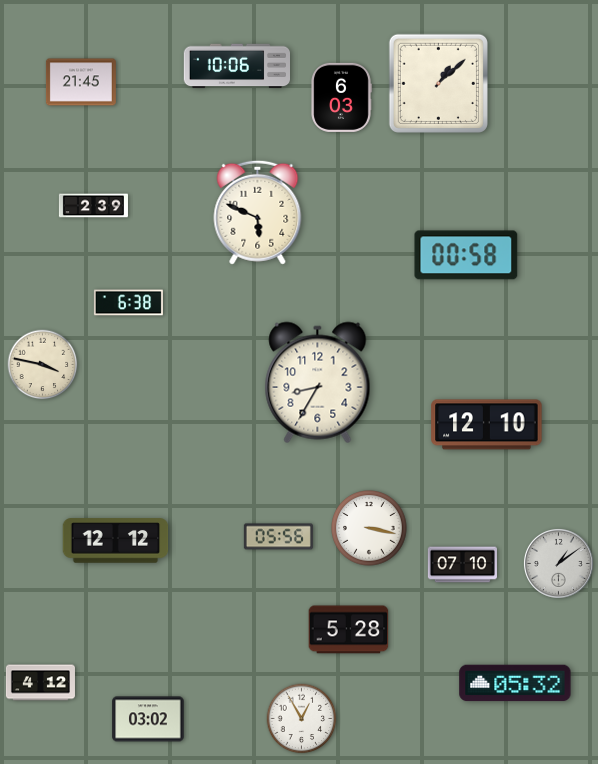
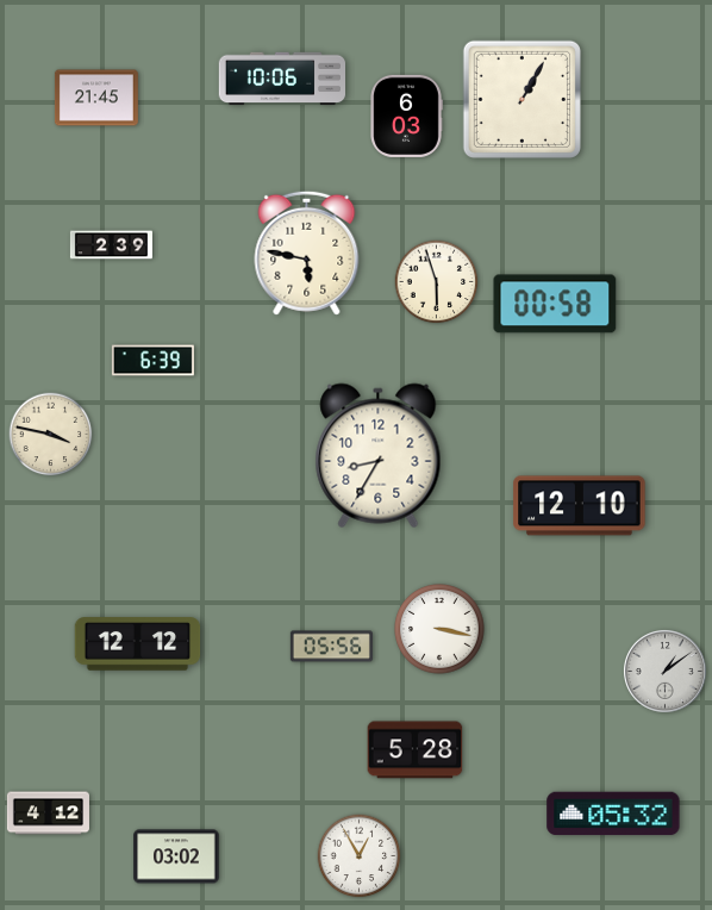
clock at (438, 83): 1:08 -> 1:05
clock at (258, 212): 5:49 -> 5:47
clock at (437, 282): none -> 5:57
clock at (128, 303): 6:38 -> 6:39
clock at (278, 537) position: (278, 537) -> (331, 647)
clock at (462, 565): 07:10 -> none
